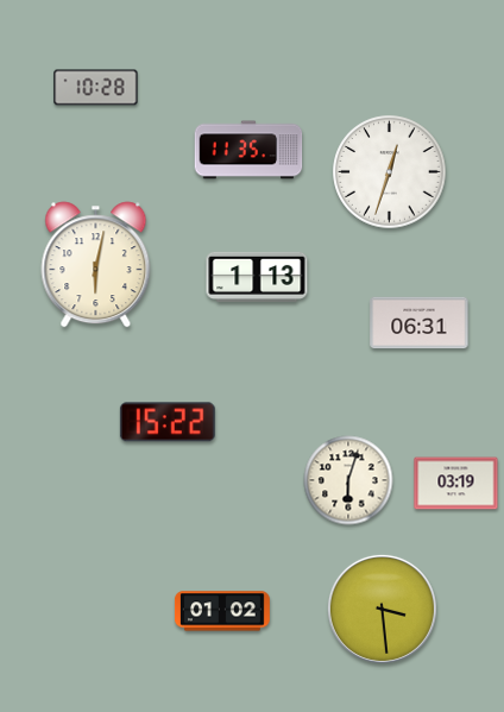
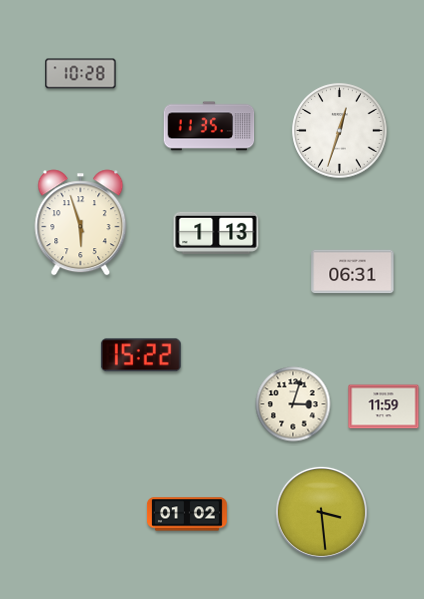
clock at (390, 172) position: (390, 172) -> (340, 131)
clock at (96, 265): 6:02 -> 5:57
clock at (348, 480): 6:03 -> 3:03
clock at (456, 484): 03:19 -> 11:59
